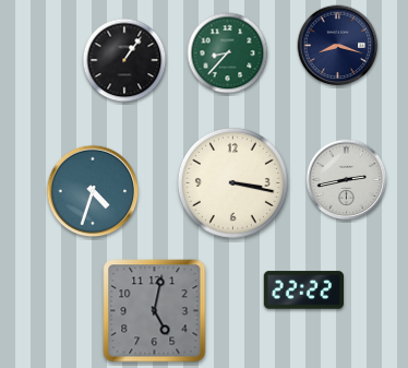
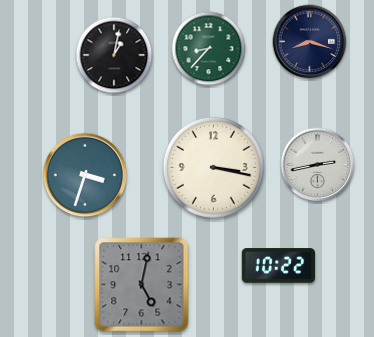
clock at (124, 60): 1:06 -> 1:02
clock at (93, 191): 4:33 -> 3:33
clock at (303, 290): 22:22 -> 10:22
